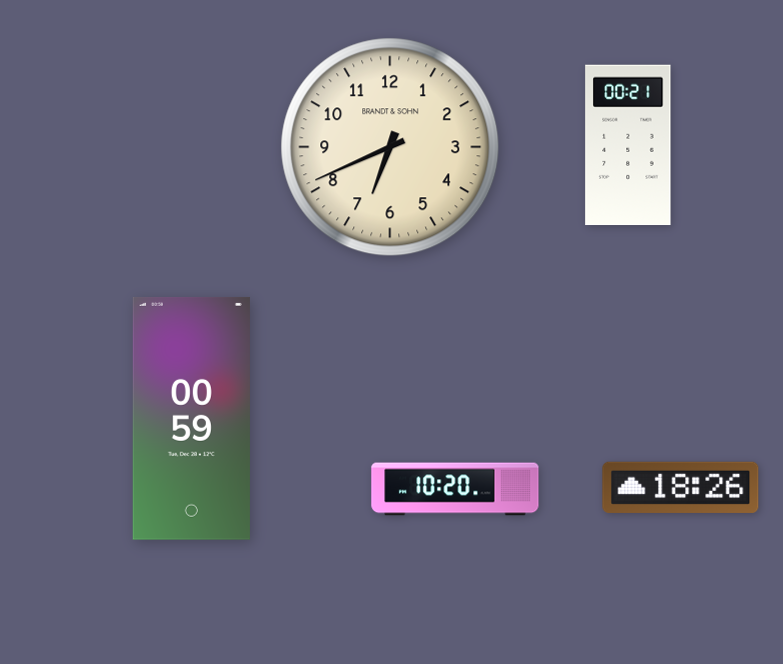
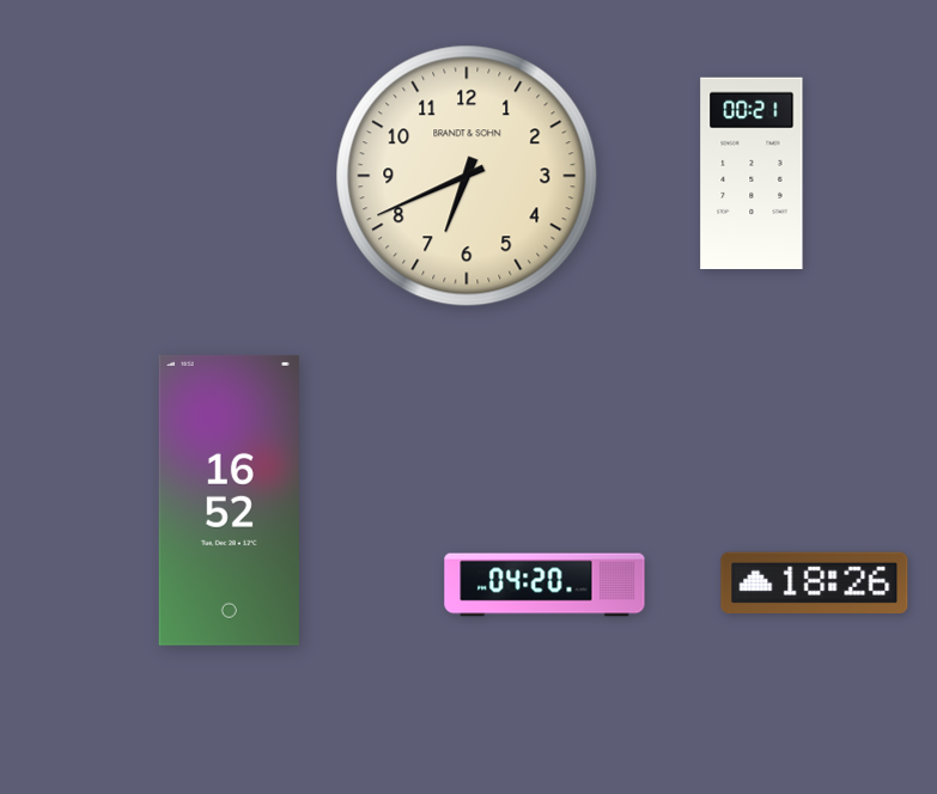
clock at (191, 418): 00:59 -> 16:52
clock at (455, 489): 10:20 -> 04:20
